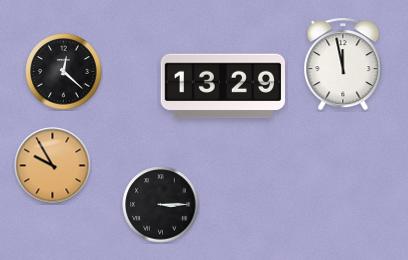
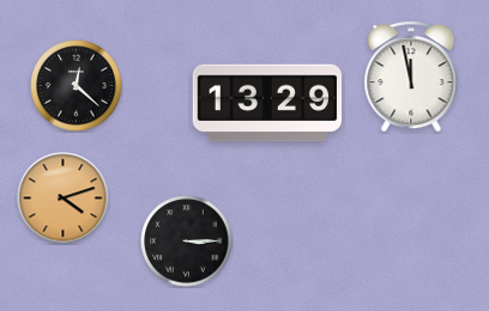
clock at (53, 166): 9:55 -> 4:12
clock at (161, 205) position: (161, 205) -> (187, 242)
